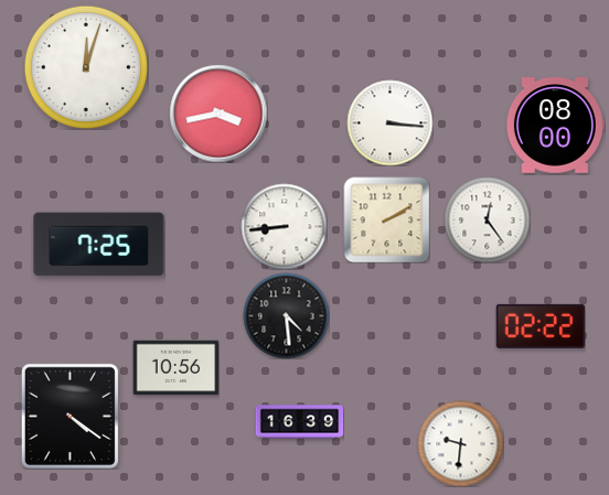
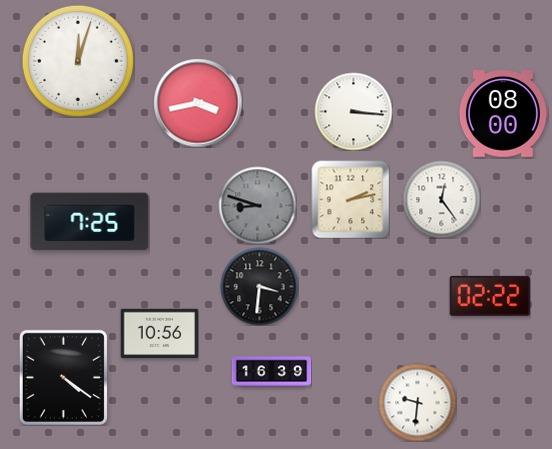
clock at (386, 219): 2:10 -> 2:13
clock at (284, 226): 8:44 -> 8:48
clock at (284, 226) dial: white -> grey
clock at (286, 315): 4:29 -> 3:31
clock at (299, 422) position: (299, 422) -> (271, 372)
